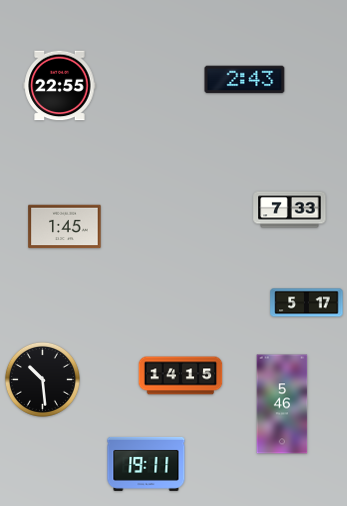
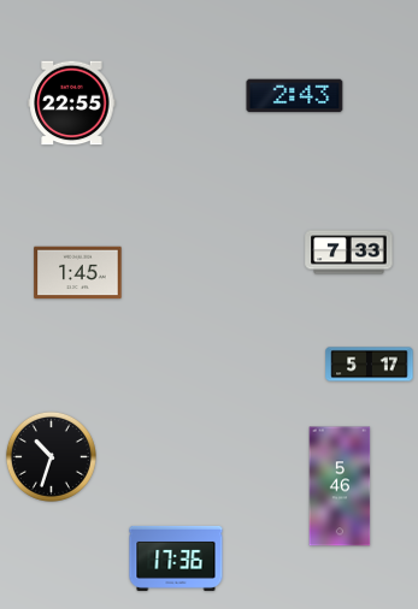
clock at (181, 376): 14:15 -> none
clock at (42, 379): 10:29 -> 10:33
clock at (146, 464): 19:11 -> 17:36
